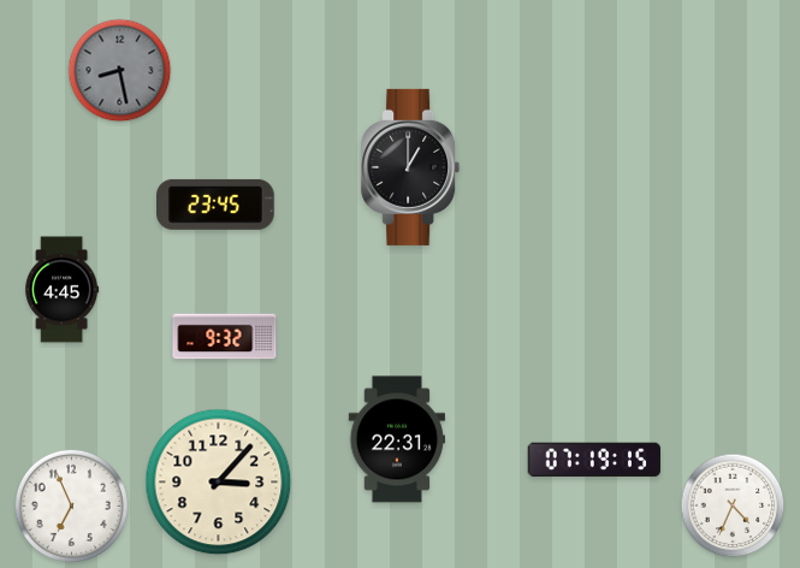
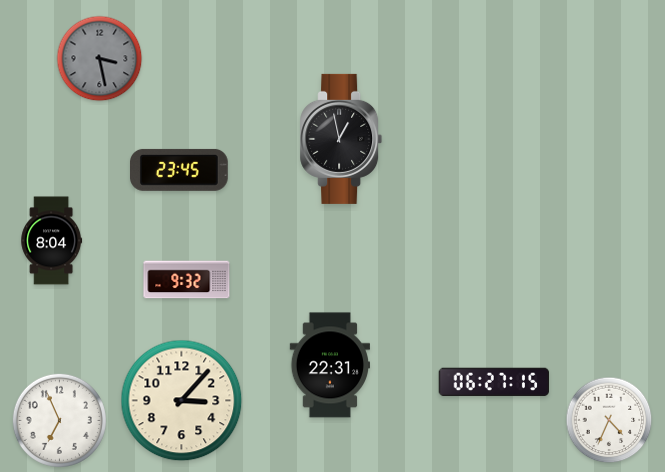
clock at (120, 71): 8:28 -> 3:28
clock at (410, 167): 1:00 -> 12:58
clock at (63, 290): 4:45 -> 8:04
clock at (593, 460): 07:19 -> 06:27
